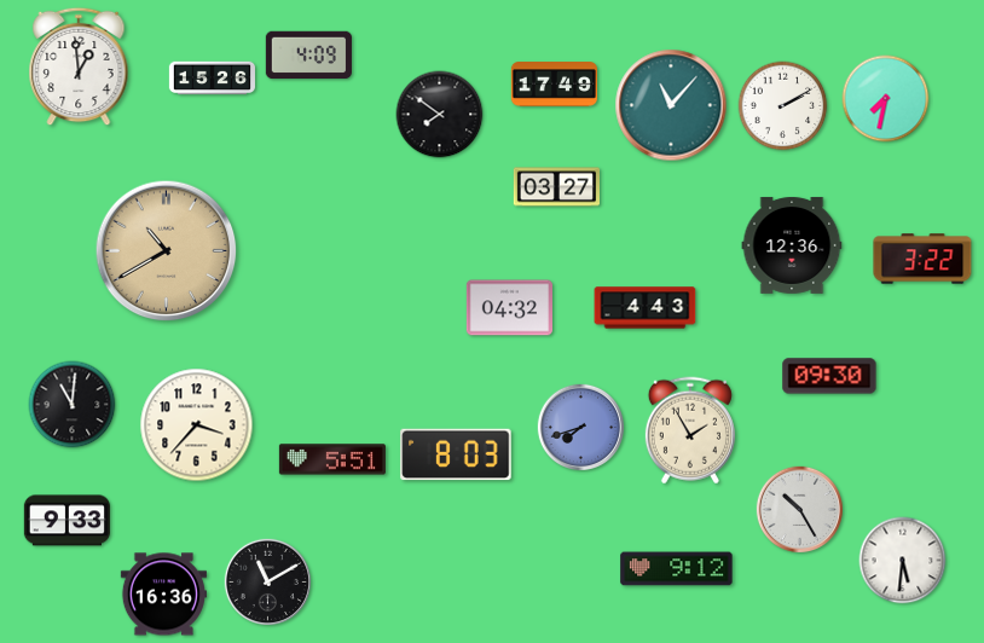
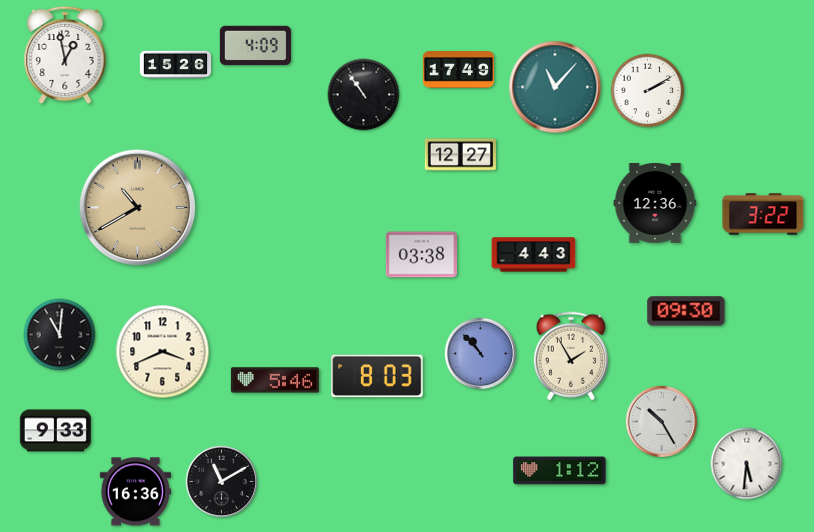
clock at (79, 66): 12:59 -> 12:58
clock at (886, 99): 7:32 -> none
clock at (783, 106) position: (783, 106) -> (648, 91)
clock at (440, 115): 7:51 -> 10:54
clock at (556, 187): 03:27 -> 12:27
clock at (509, 308): 04:32 -> 03:38
clock at (197, 425): 3:37 -> 3:41
clock at (580, 427): 7:42 -> 10:53
clock at (332, 459): 5:51 -> 5:46
clock at (677, 569): 9:12 -> 1:12
